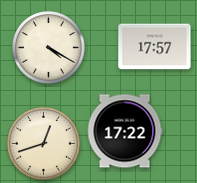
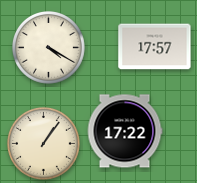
clock at (44, 144): 12:42 -> 1:06
